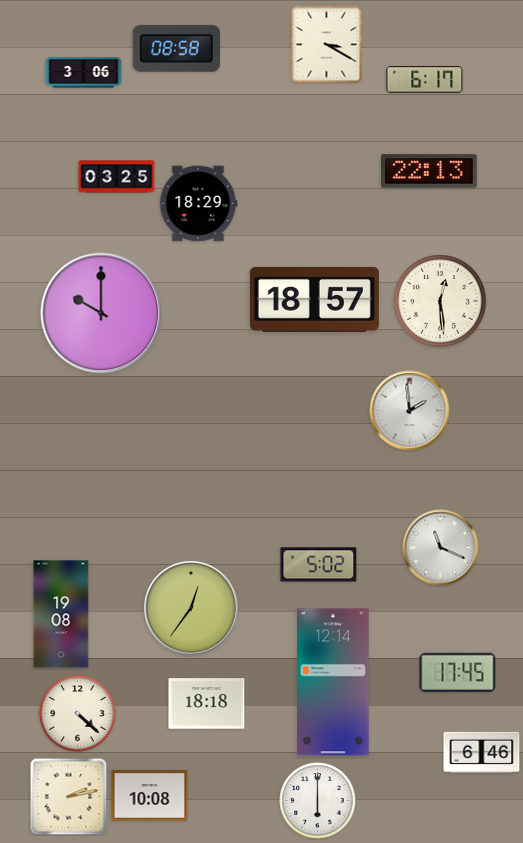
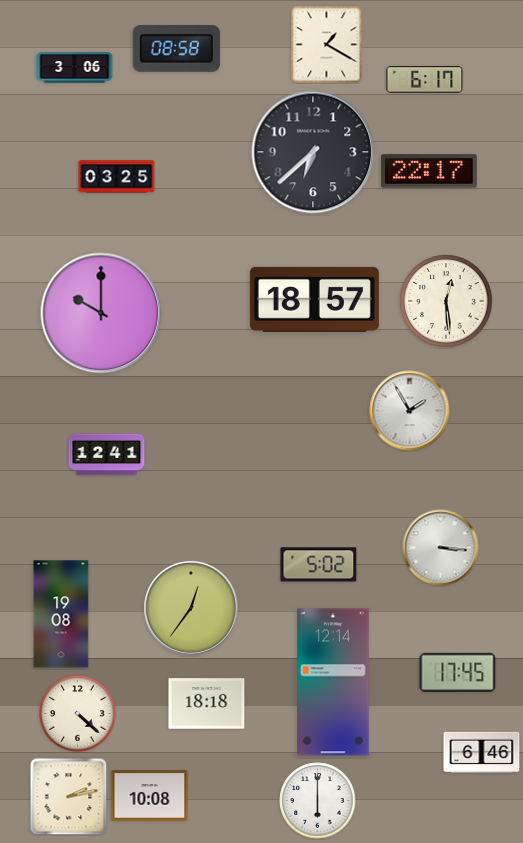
clock at (327, 45): 3:20 -> 1:20
clock at (84, 73) position: (84, 73) -> (75, 68)
clock at (313, 152): none -> 6:38
clock at (430, 171): 22:13 -> 22:17
clock at (199, 204): 18:29 -> none
clock at (440, 301) position: (440, 301) -> (446, 301)
clock at (410, 411): 1:59 -> 1:55
clock at (107, 455): none -> 12:41
clock at (441, 548): 11:19 -> 3:16
